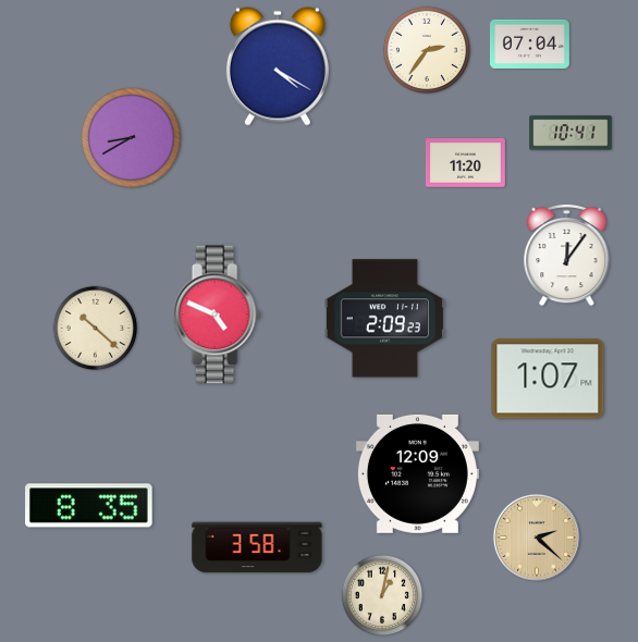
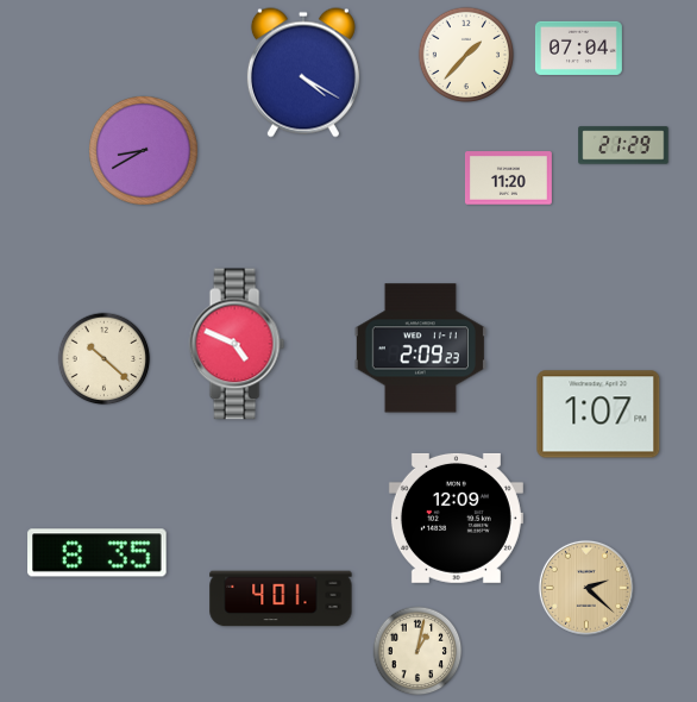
clock at (427, 50): 2:36 -> 1:37
clock at (570, 133): 10:41 -> 21:29
clock at (567, 255): 12:06 -> none
clock at (257, 547): 3:58 -> 4:01
